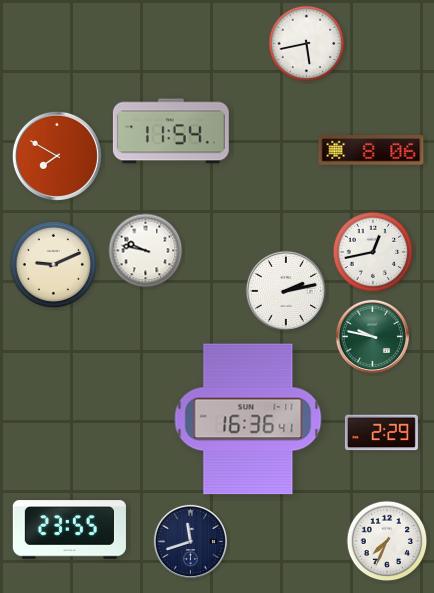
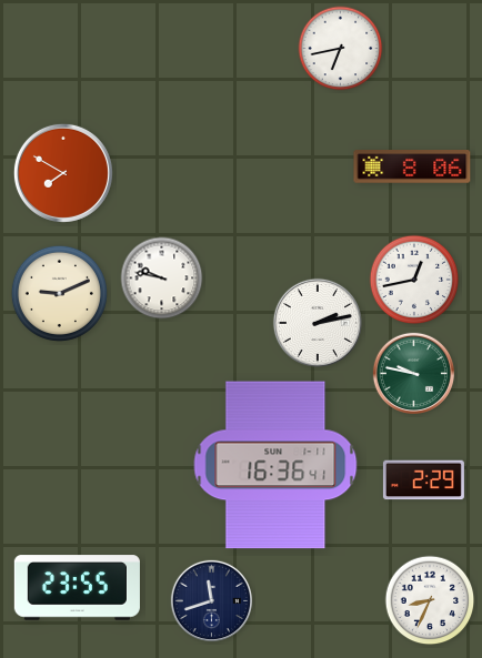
clock at (307, 44): 5:43 -> 6:43
clock at (171, 131): 11:54 -> none
clock at (387, 541): 7:34 -> 8:34
